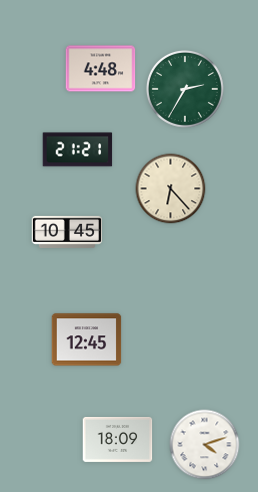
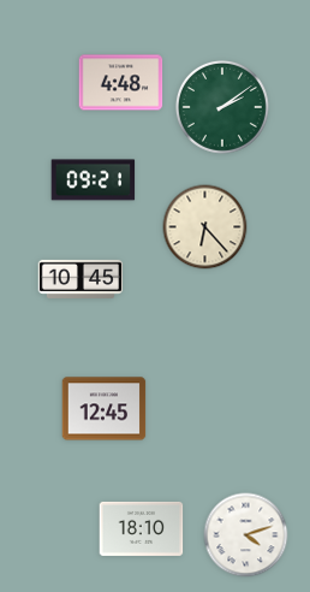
clock at (185, 89): 2:35 -> 2:09
clock at (78, 150): 21:21 -> 09:21
clock at (118, 439): 18:09 -> 18:10
